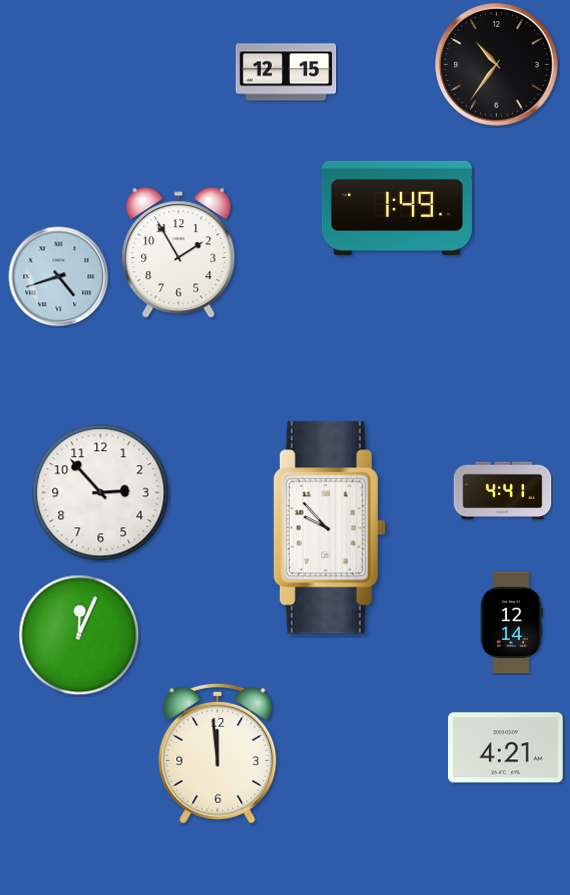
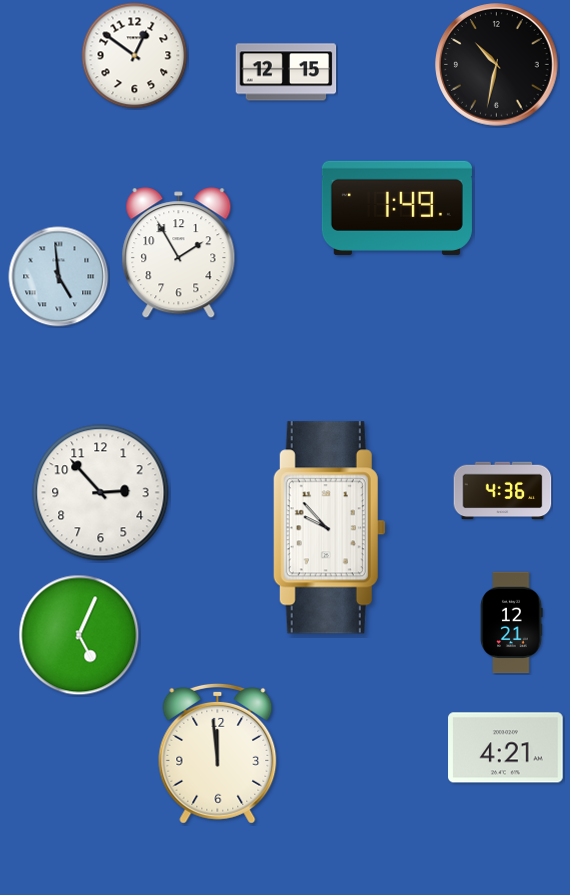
clock at (135, 56): none -> 12:51
clock at (497, 65): 10:36 -> 10:32
clock at (59, 277): 4:42 -> 4:59
clock at (503, 491): 4:41 -> 4:36
clock at (512, 623): 12:14 -> 12:21
clock at (79, 635): 12:04 -> 5:04
